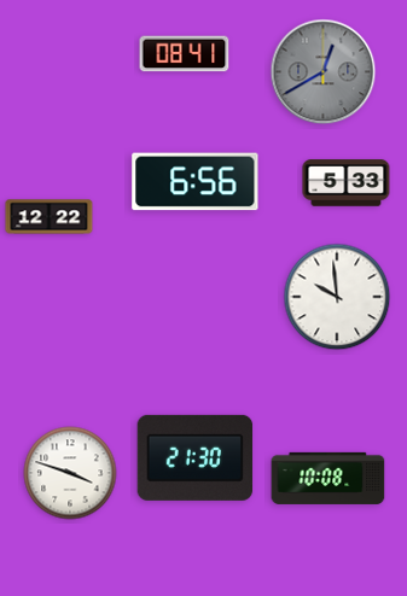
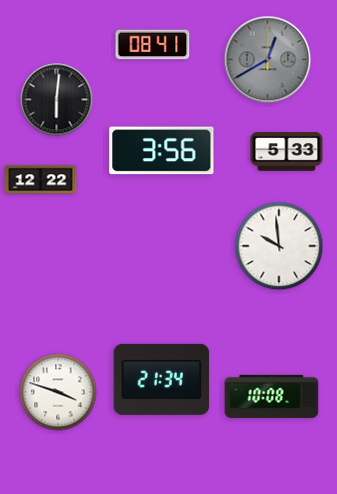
clock at (57, 100): none -> 6:01
clock at (196, 182): 6:56 -> 3:56
clock at (196, 457): 21:30 -> 21:34
